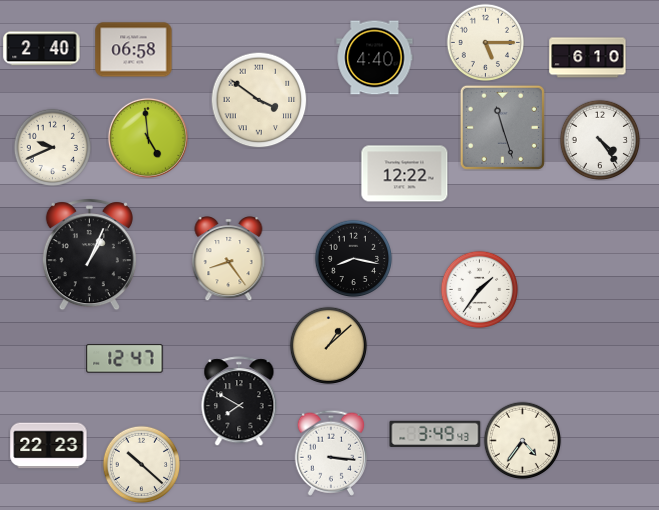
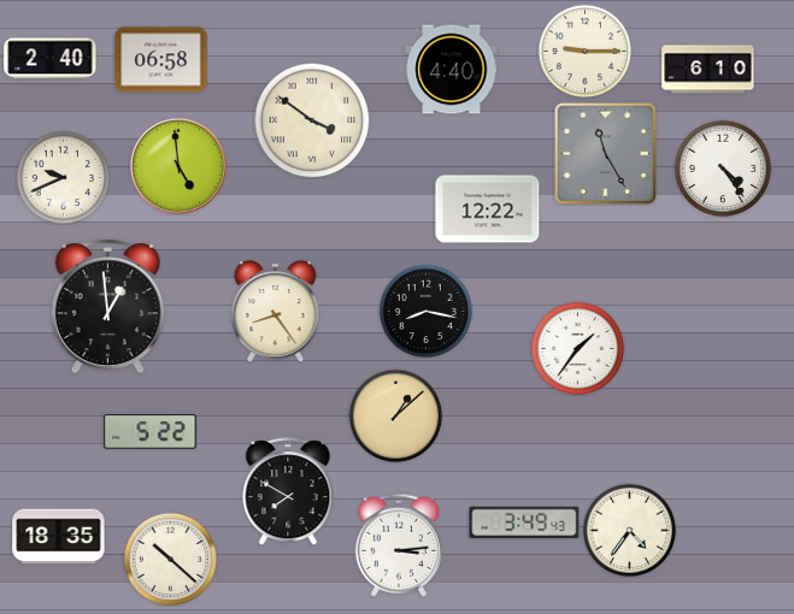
clock at (485, 42): 5:15 -> 9:15
clock at (502, 127): 11:27 -> 11:25
clock at (89, 255): 1:04 -> 12:59
clock at (125, 359): 12:47 -> 5:22
clock at (239, 401) position: (239, 401) -> (288, 491)
clock at (49, 446): 22:23 -> 18:35
clock at (330, 453): 3:16 -> 3:14
